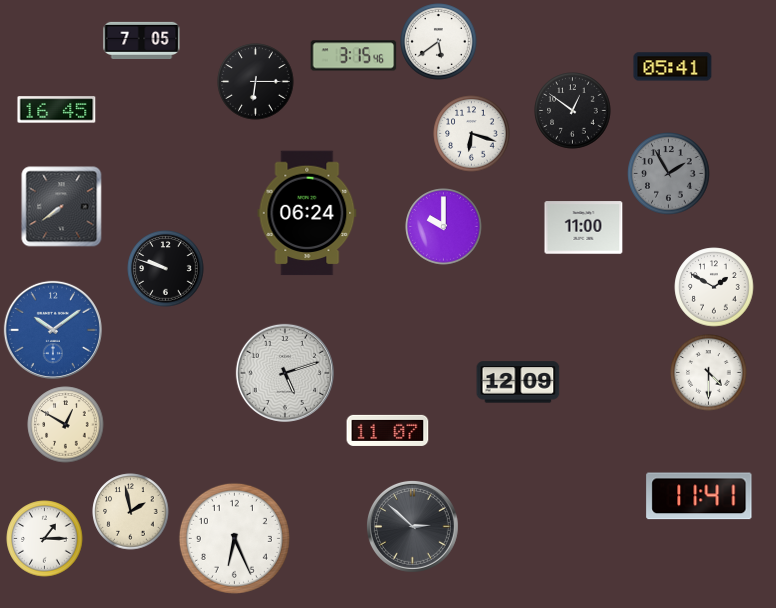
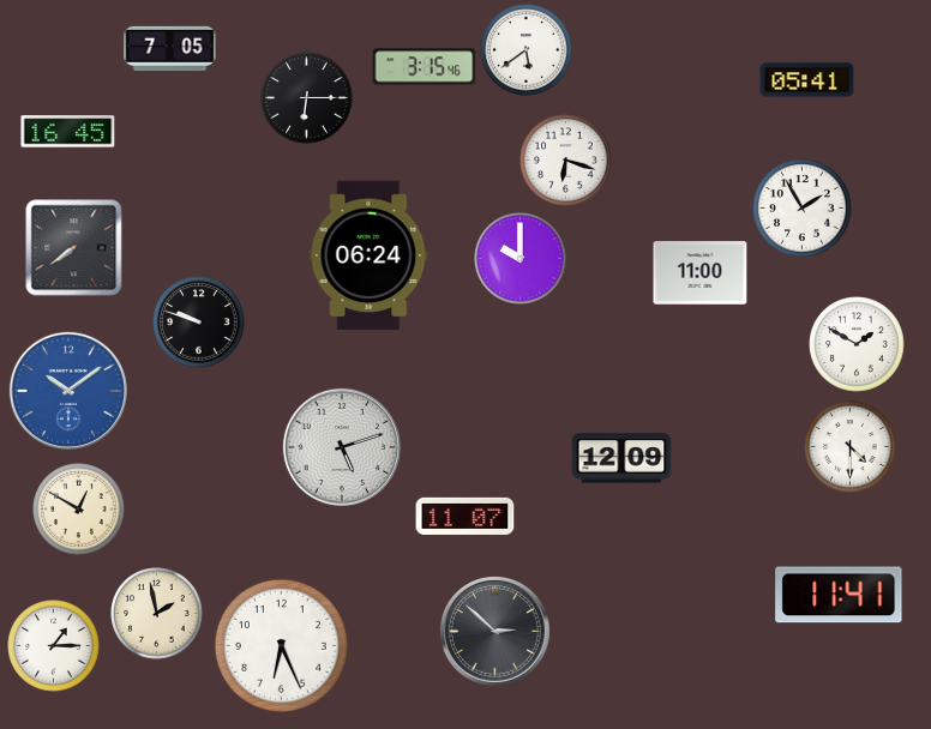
clock at (573, 111): 12:51 -> none
clock at (669, 174) dial: grey -> white
clock at (444, 227) position: (444, 227) -> (521, 259)
clock at (53, 330) position: (53, 330) -> (68, 391)
